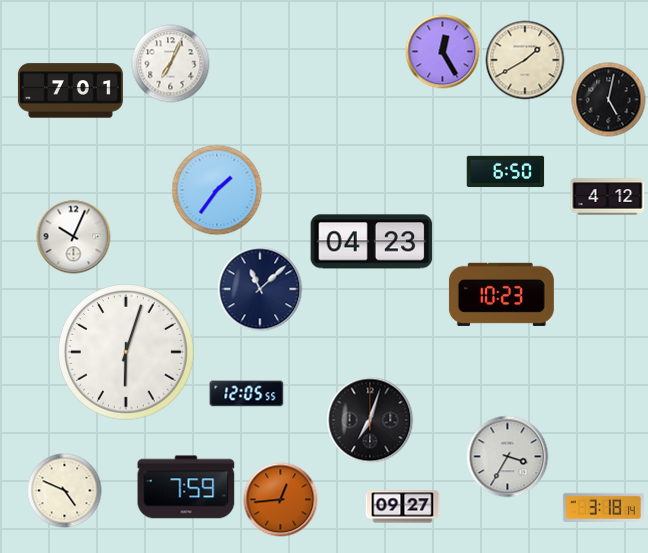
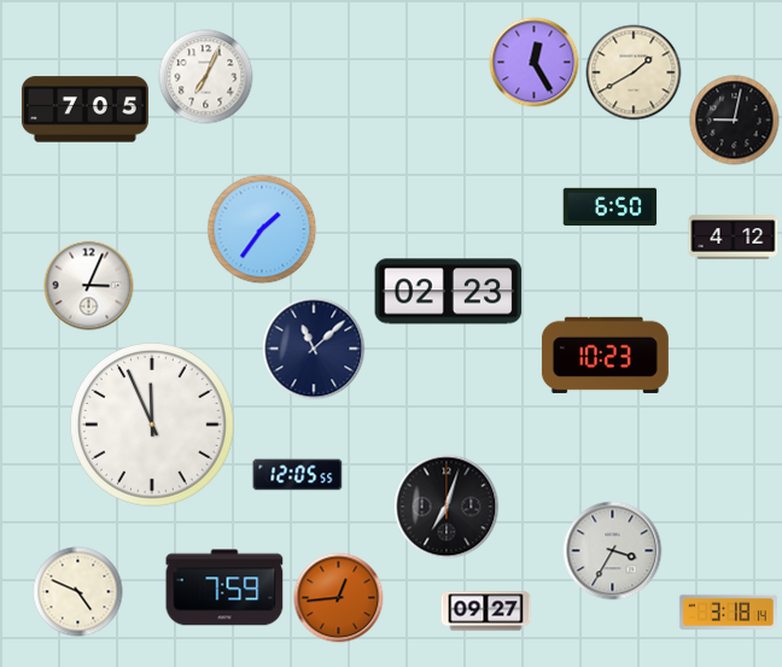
clock at (70, 91): 7:01 -> 7:05
clock at (609, 100): 5:02 -> 9:02
clock at (74, 237): 10:04 -> 3:04
clock at (372, 242): 04:23 -> 02:23
clock at (127, 353): 6:03 -> 11:56
clock at (281, 500) position: (281, 500) -> (339, 598)
